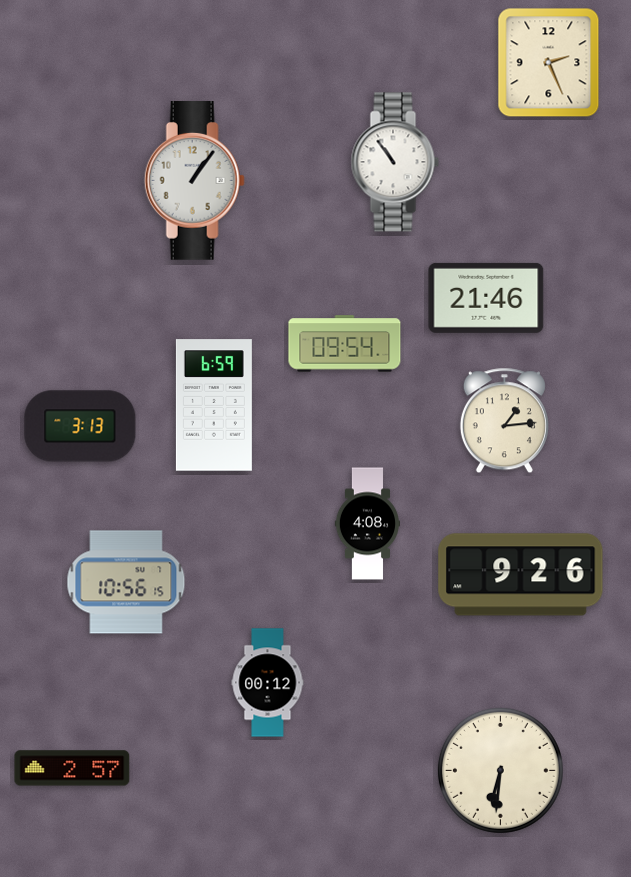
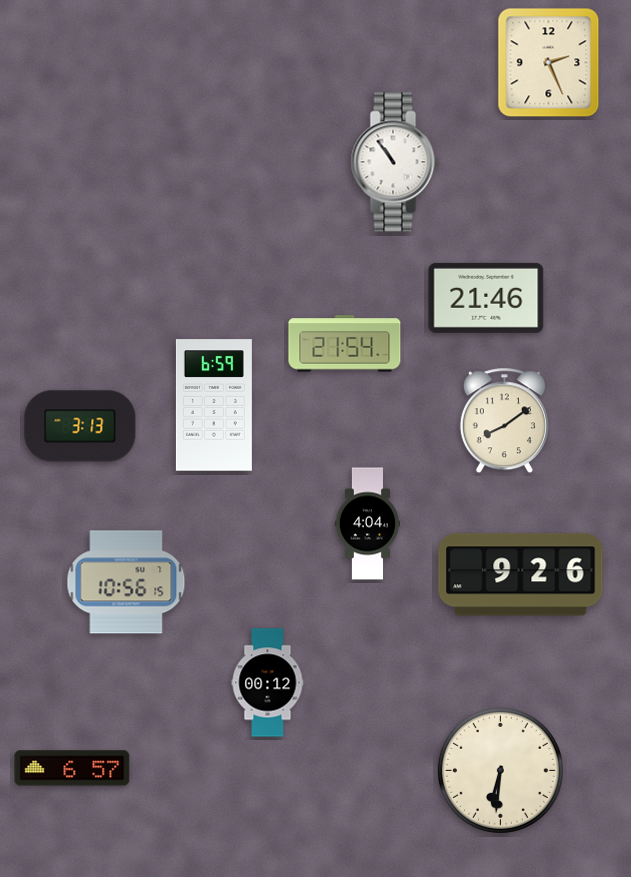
clock at (194, 181): 1:06 -> none
clock at (345, 344): 09:54 -> 21:54
clock at (504, 421): 1:14 -> 8:09
clock at (367, 524): 4:08 -> 4:04
clock at (72, 768): 2:57 -> 6:57
